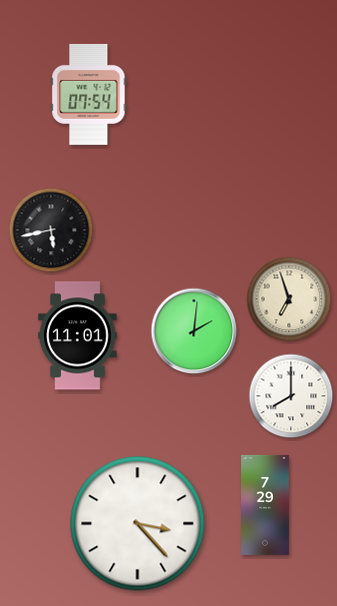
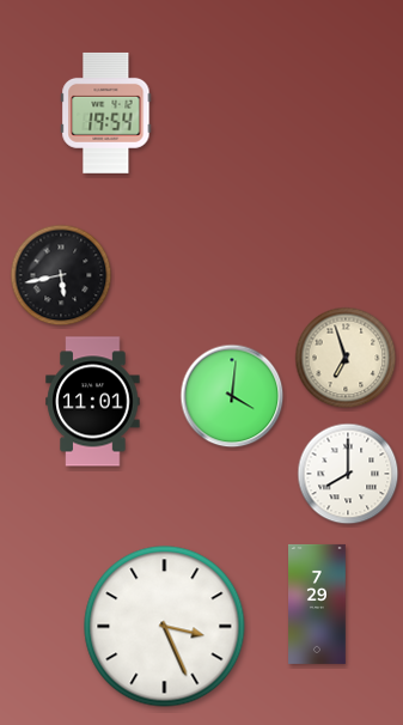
clock at (89, 94): 07:54 -> 19:54
clock at (194, 331): 2:01 -> 4:01
clock at (138, 524): 3:23 -> 3:26
